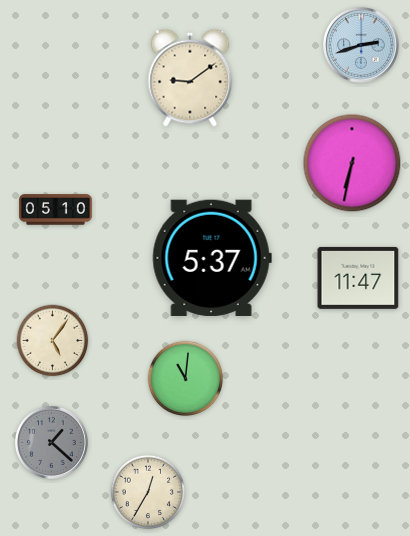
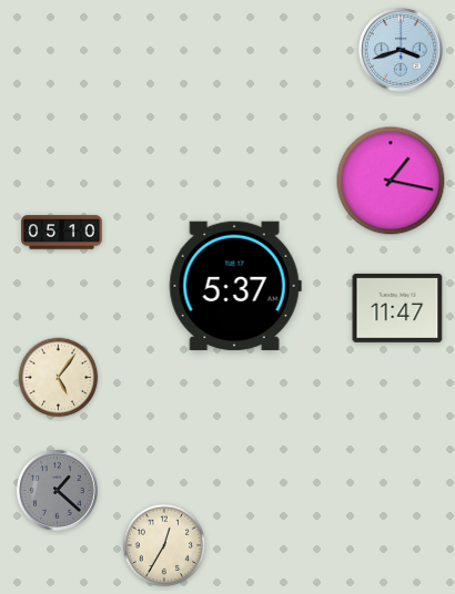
clock at (362, 46): 2:42 -> 3:42
clock at (190, 78): 9:09 -> none
clock at (352, 163): 6:32 -> 1:17
clock at (185, 378): 11:01 -> none
